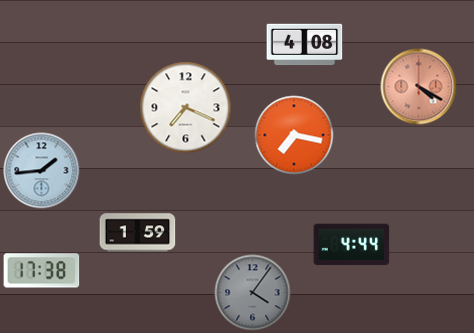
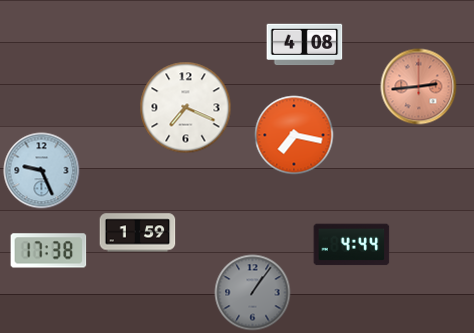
clock at (419, 87): 4:20 -> 2:44
clock at (42, 171): 1:44 -> 9:26
clock at (42, 271) position: (42, 271) -> (49, 251)
clock at (253, 293): 4:06 -> 1:06
